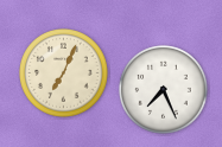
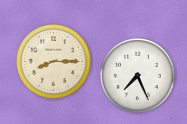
clock at (64, 73): 7:04 -> 8:15
